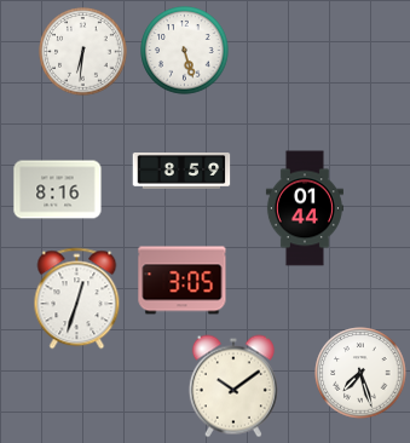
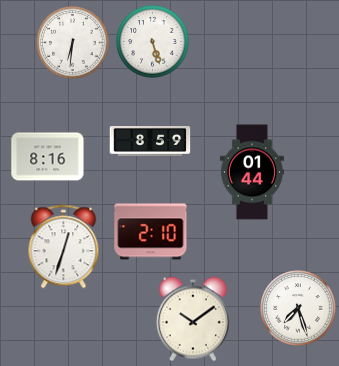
clock at (83, 52) position: (83, 52) -> (73, 43)
clock at (183, 281): 3:05 -> 2:10
